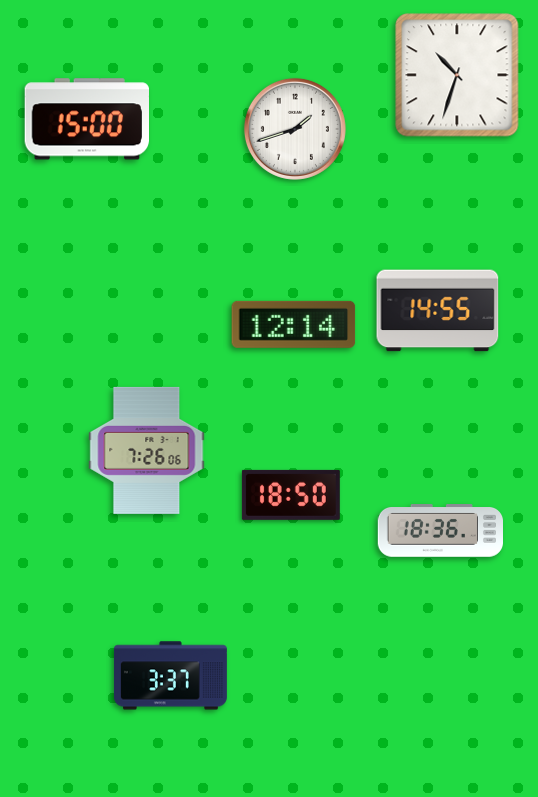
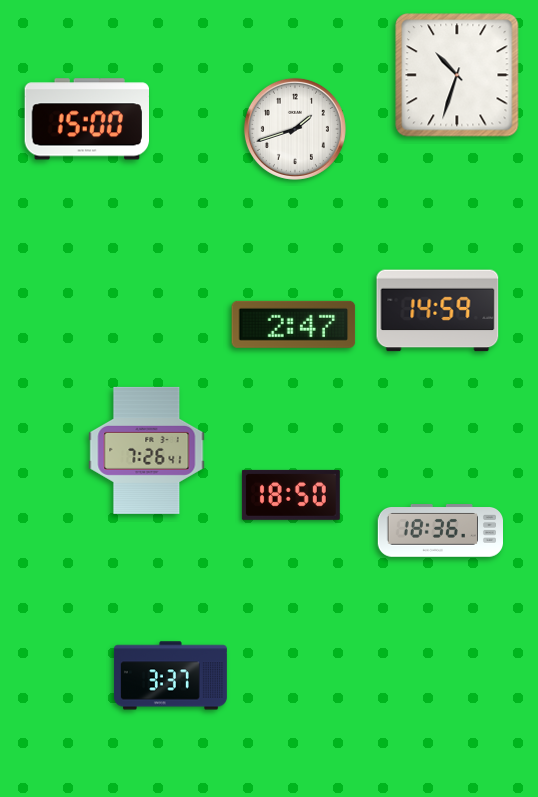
clock at (438, 311): 14:55 -> 14:59
clock at (294, 324): 12:14 -> 2:47
clock at (147, 450): 7:26:06 -> 7:26:41
